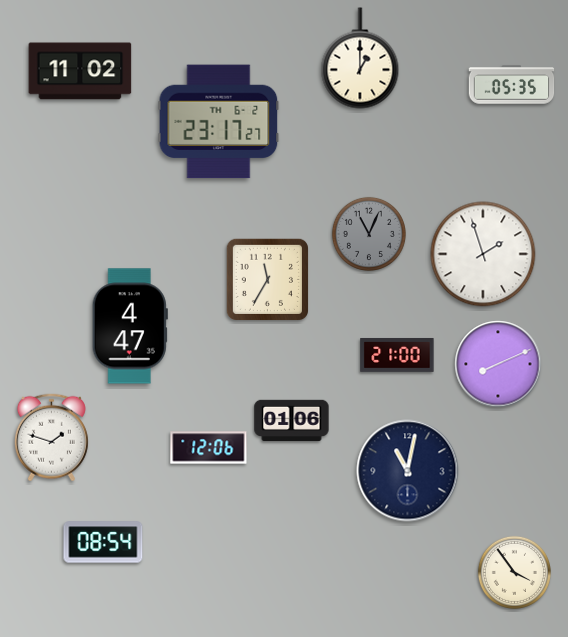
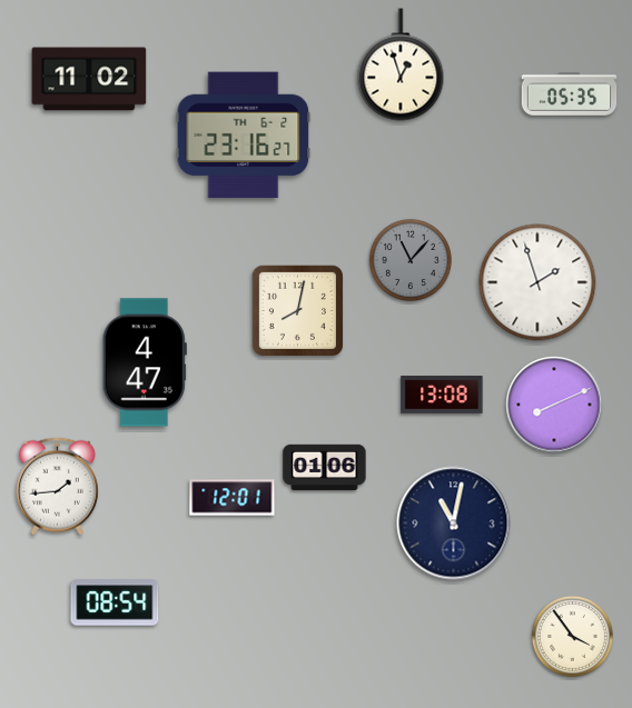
clock at (360, 58): 1:00 -> 12:57
clock at (219, 122): 23:17 -> 23:16
clock at (369, 234): 11:04 -> 11:07
clock at (267, 279): 11:35 -> 8:02
clock at (397, 355): 21:00 -> 13:08
clock at (51, 438): 1:48 -> 1:44
clock at (209, 448): 12:06 -> 12:01
